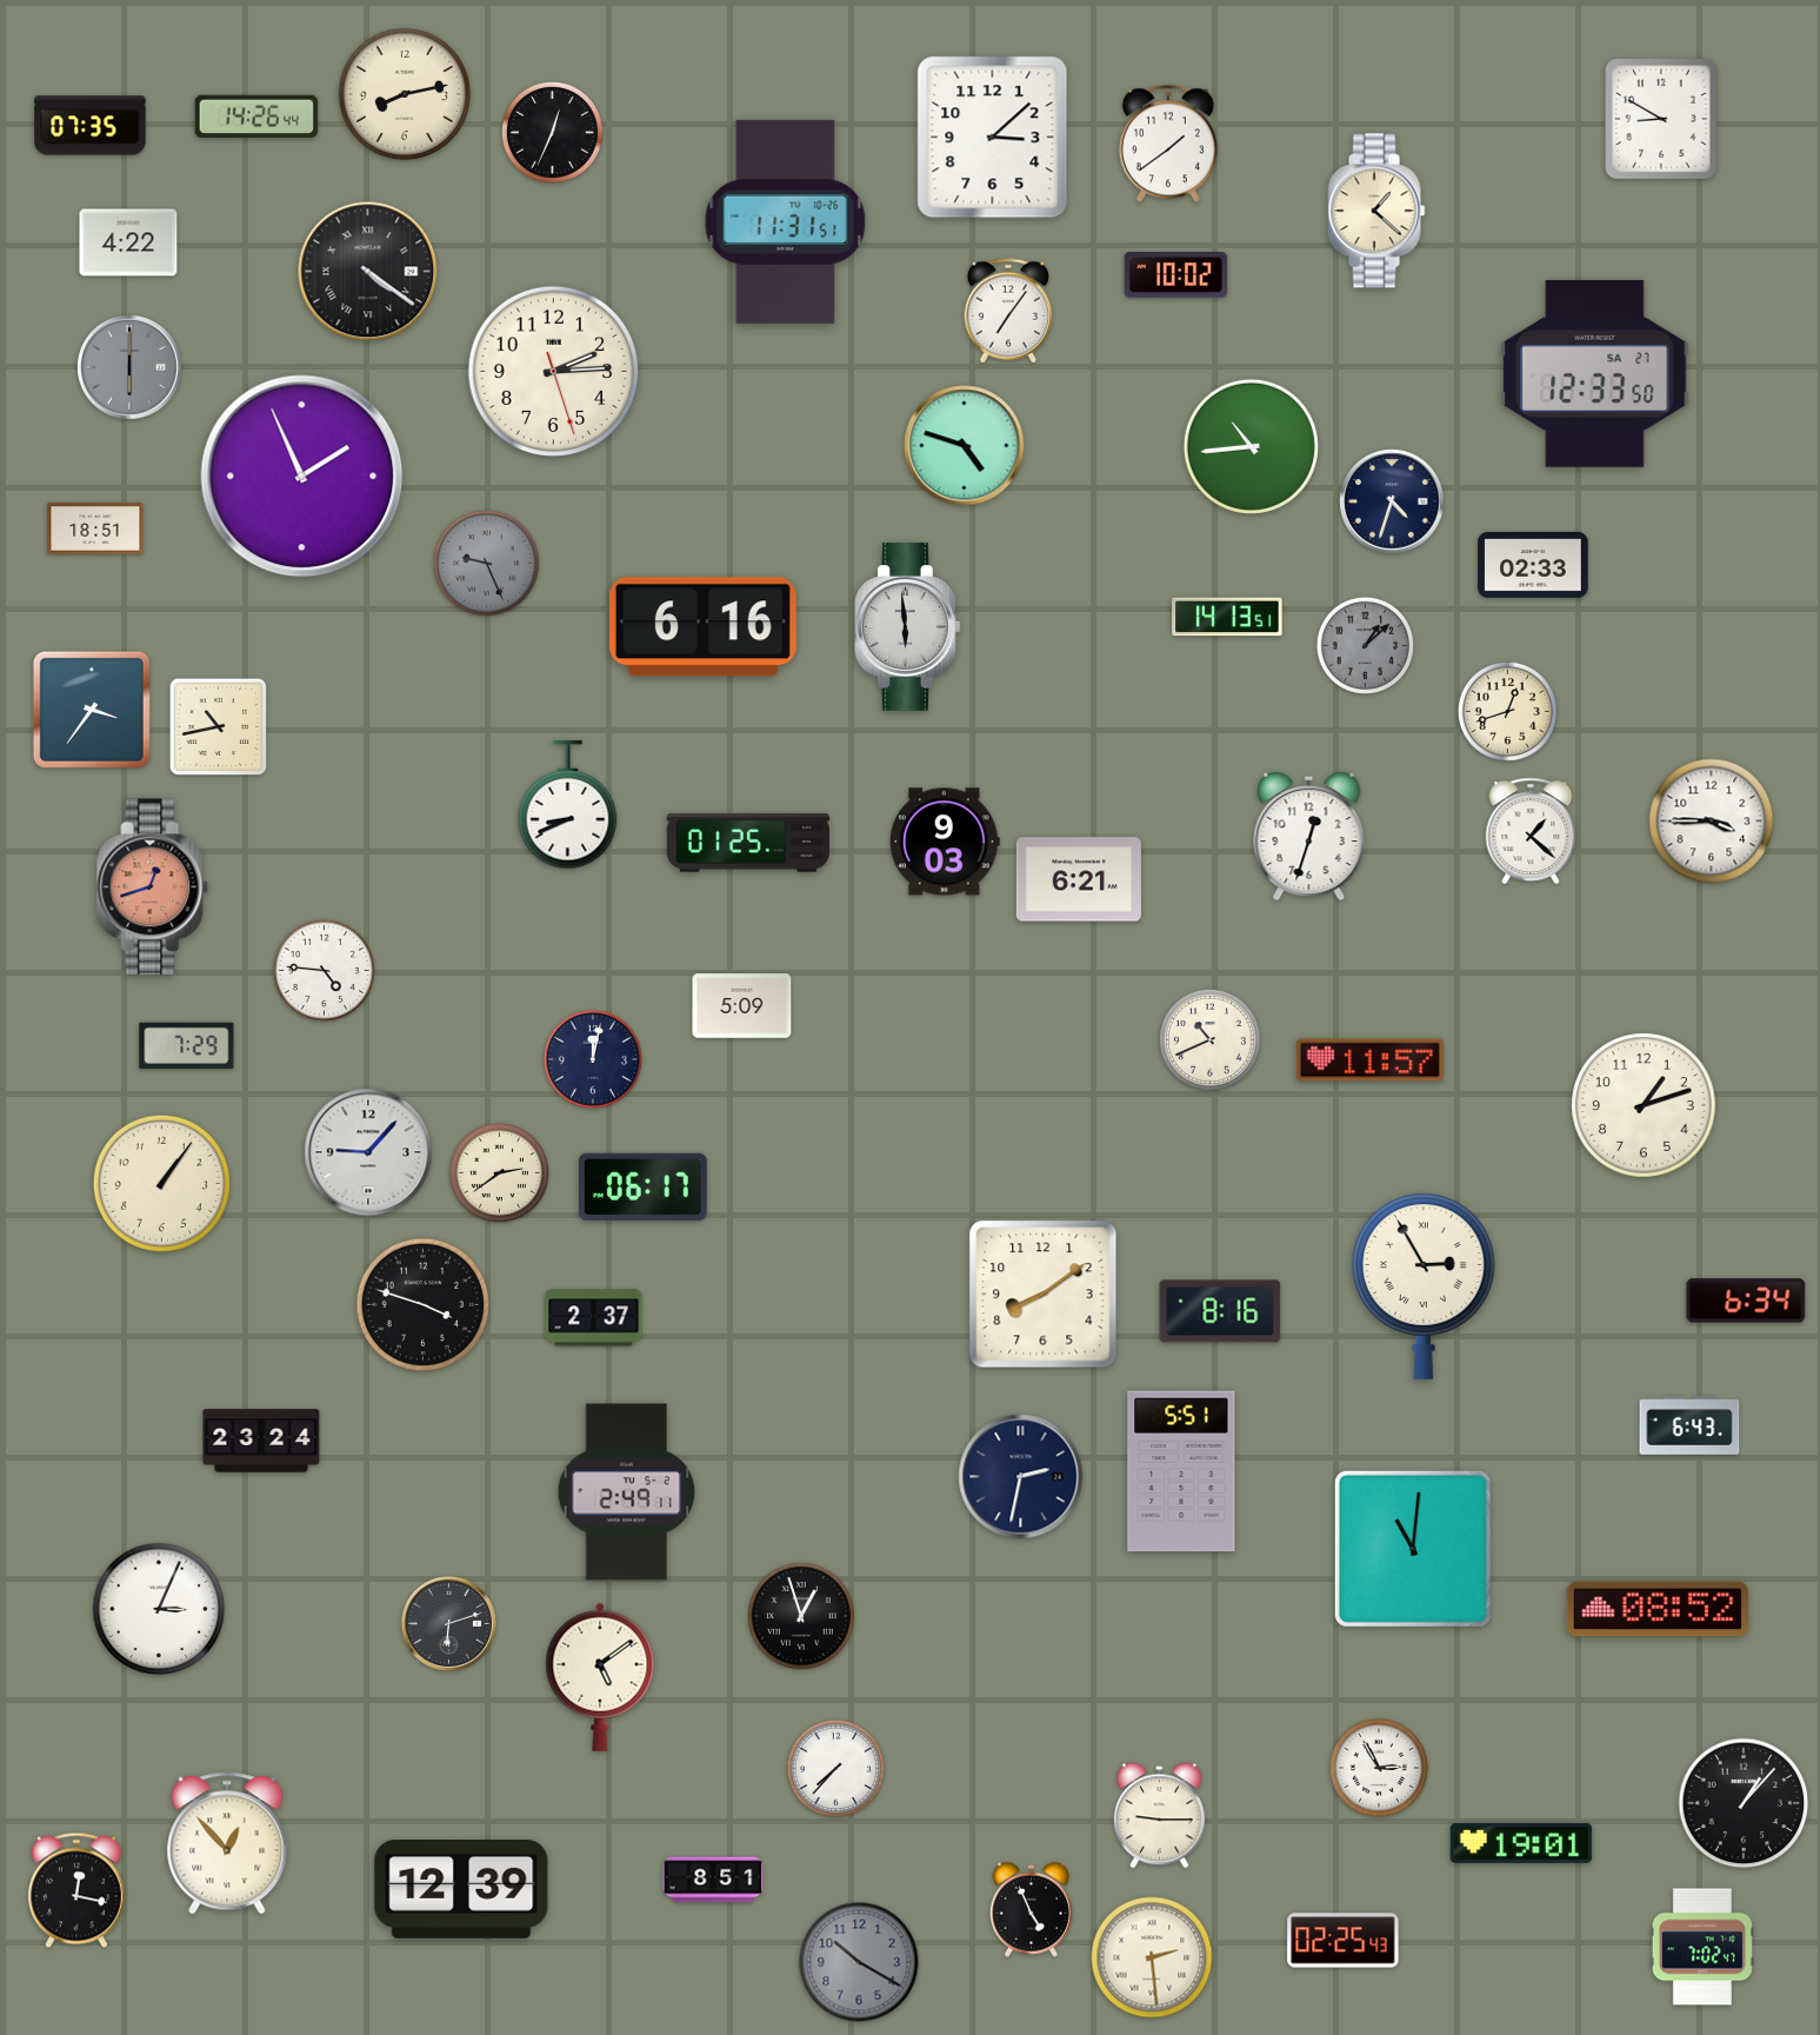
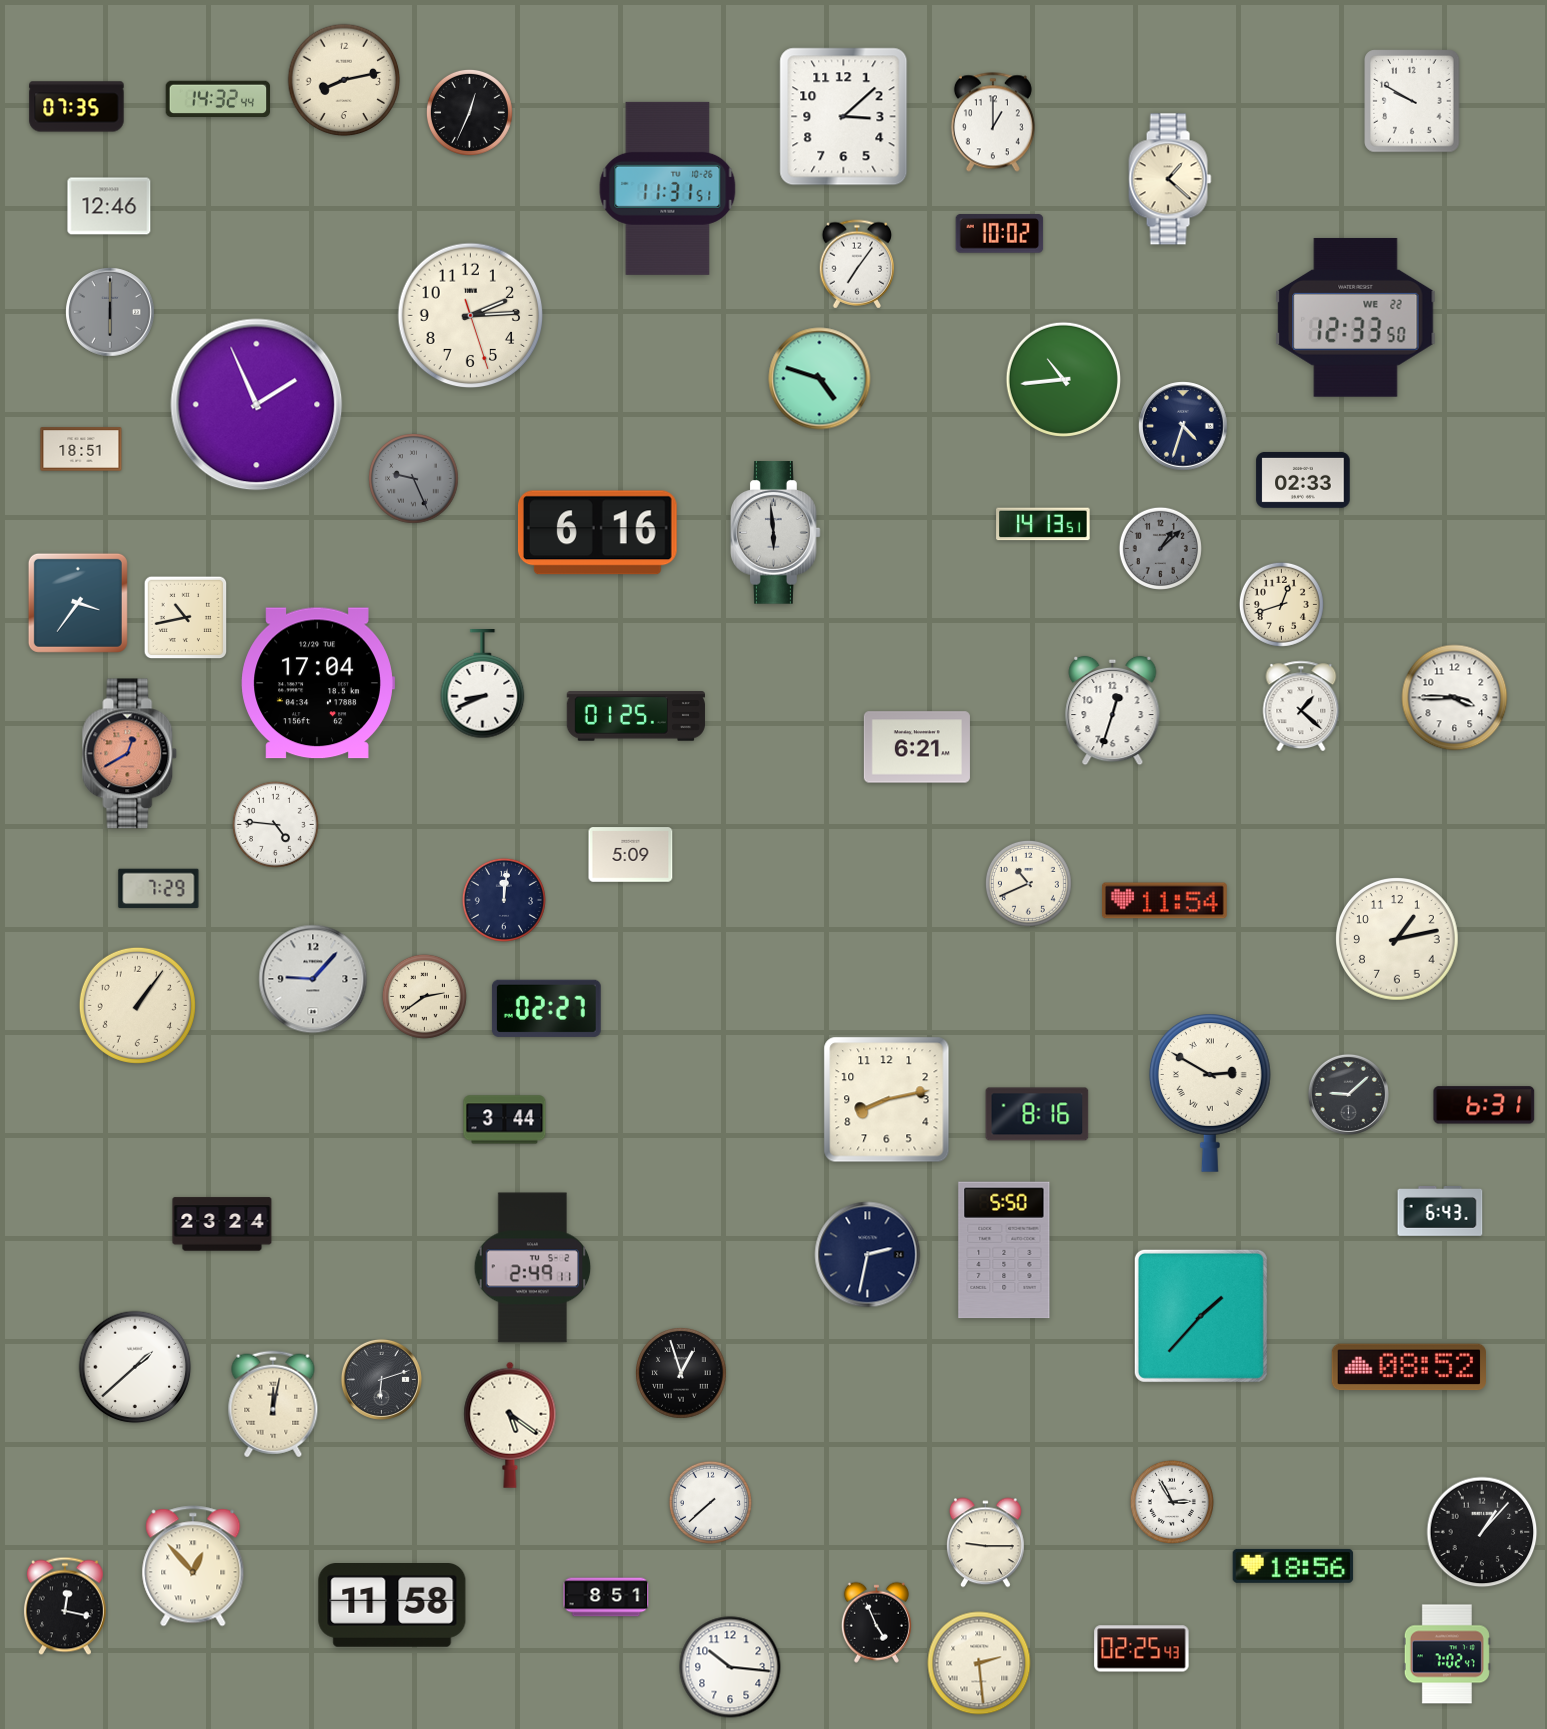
clock at (256, 117): 14:26 -> 14:32
clock at (1661, 119): 8:50 -> 9:50
clock at (1168, 144): 1:39 -> 1:00
clock at (128, 242): 4:22 -> 12:46
clock at (368, 272): 4:21 -> none
clock at (1595, 373) date: SA 27 -> WE 22
clock at (908, 627) position: (908, 627) -> (776, 533)
clock at (318, 683): none -> 17:04
clock at (945, 842): 9:03 -> none
clock at (153, 887): 12:42 -> 12:40
clock at (593, 1059): 12:02 -> 12:01
clock at (1369, 1060): 11:57 -> 11:54
clock at (1645, 1106): 1:12 -> 1:13
clock at (642, 1186): 06:17 -> 02:27
clock at (1424, 1286): 2:55 -> 2:50
clock at (1348, 1094): none -> 9:08
clock at (1044, 1295): 8:09 -> 8:13
clock at (1746, 1301): 6:34 -> 6:31
clock at (424, 1305): 3:48 -> none
clock at (594, 1318): 2:37 -> 3:44
clock at (1689, 1427) position: (1689, 1427) -> (1440, 1212)
clock at (1181, 1471): 5:51 -> 5:50
clock at (1413, 1549): 11:01 -> 1:37
clock at (159, 1609): 3:04 -> 1:38
clock at (273, 1404): none -> 12:02
clock at (600, 1677): 5:09 -> 5:21
clock at (835, 1768): 7:37 -> 7:38
clock at (1521, 1843): 19:01 -> 18:56
clock at (461, 1890): 12:39 -> 11:58
clock at (859, 1962): 10:20 -> 10:16
clock at (859, 1962) dial: grey -> white
